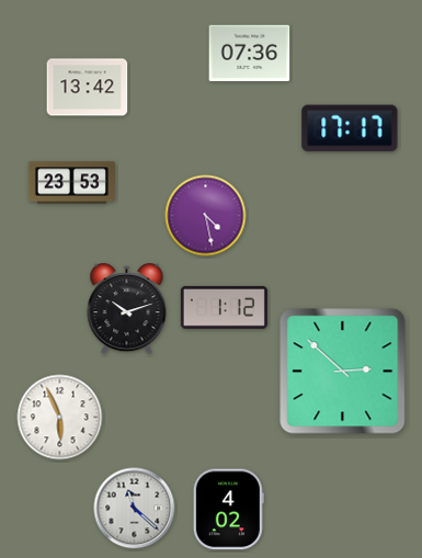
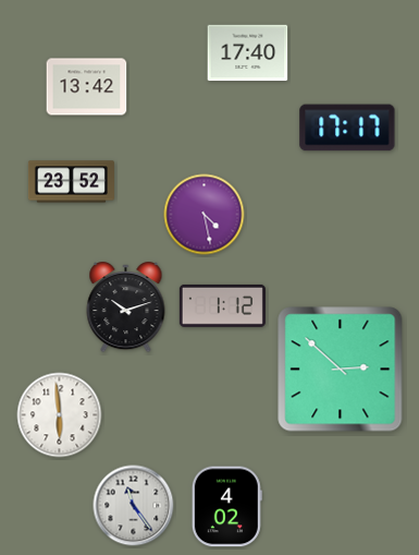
clock at (250, 54): 07:36 -> 17:40
clock at (71, 183): 23:53 -> 23:52
clock at (60, 418): 5:56 -> 5:59
clock at (135, 509): 11:22 -> 11:24
